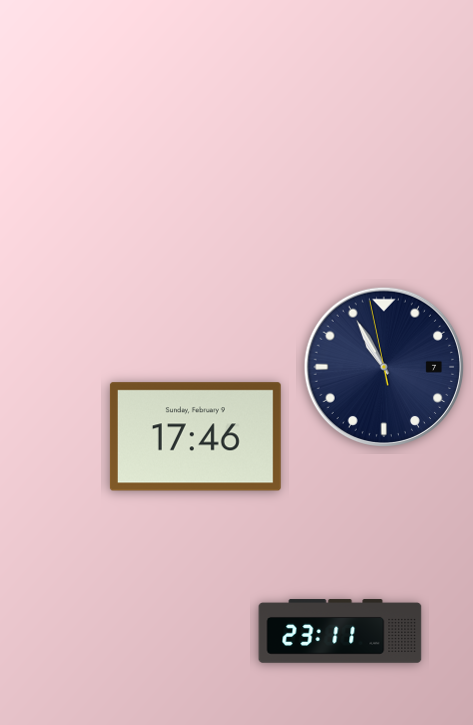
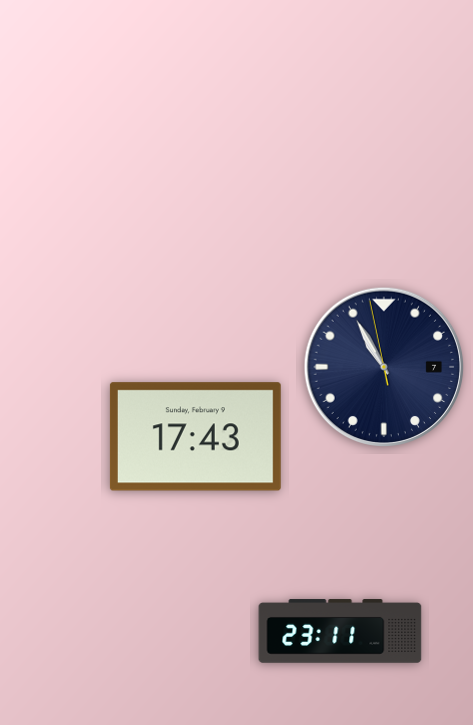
clock at (195, 437): 17:46 -> 17:43
